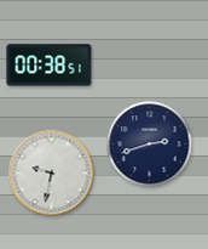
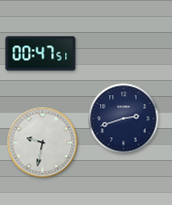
clock at (50, 66): 00:38 -> 00:47
